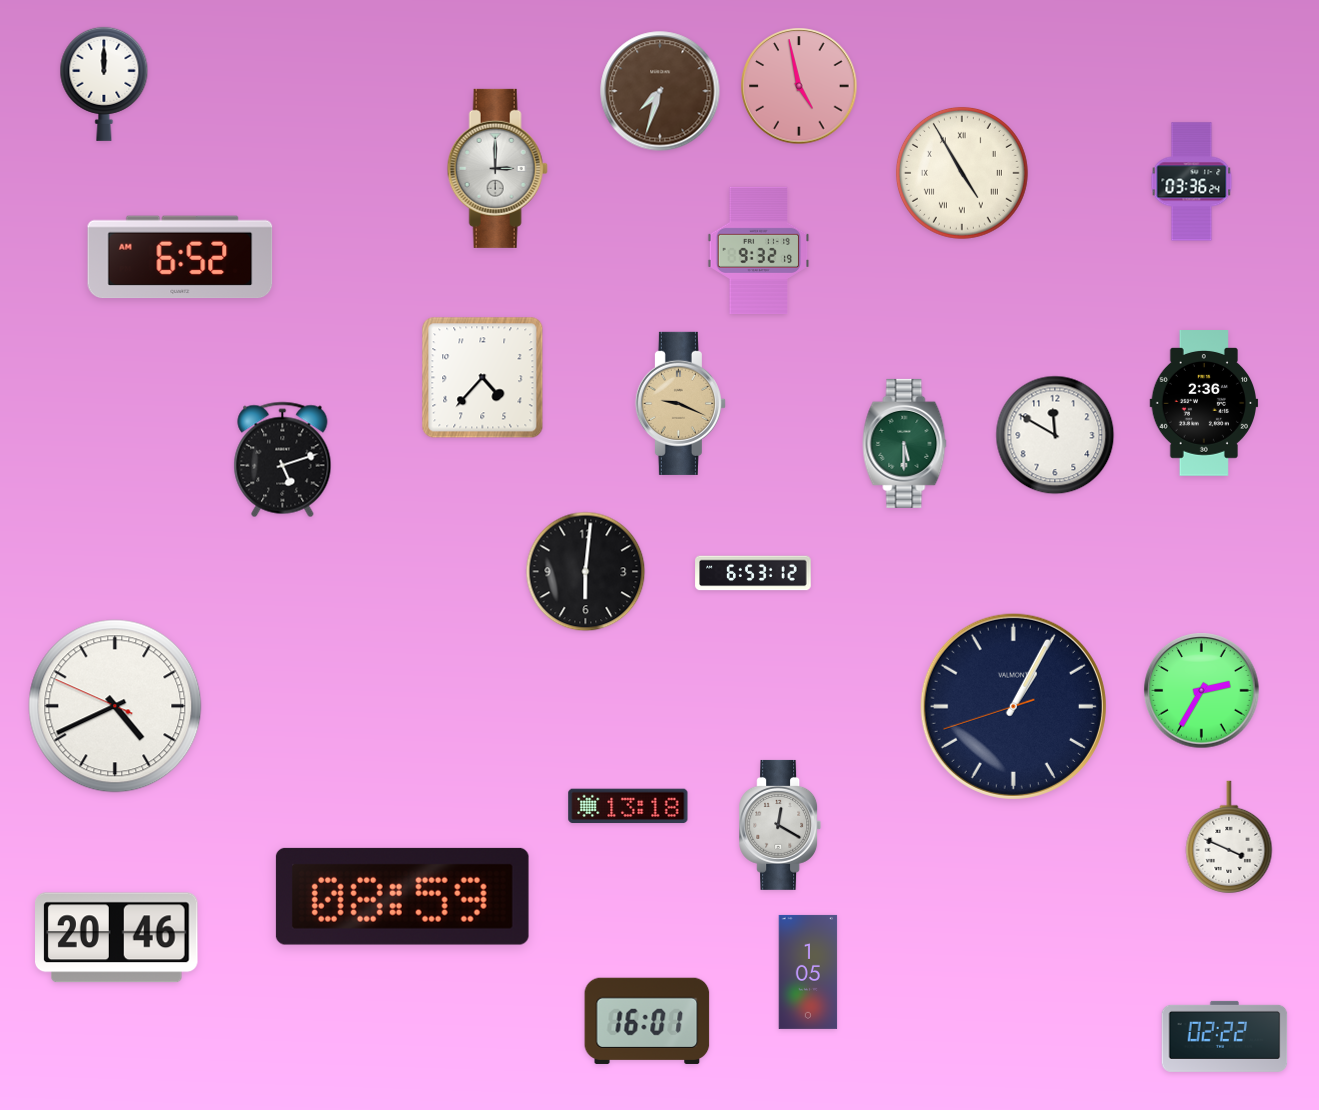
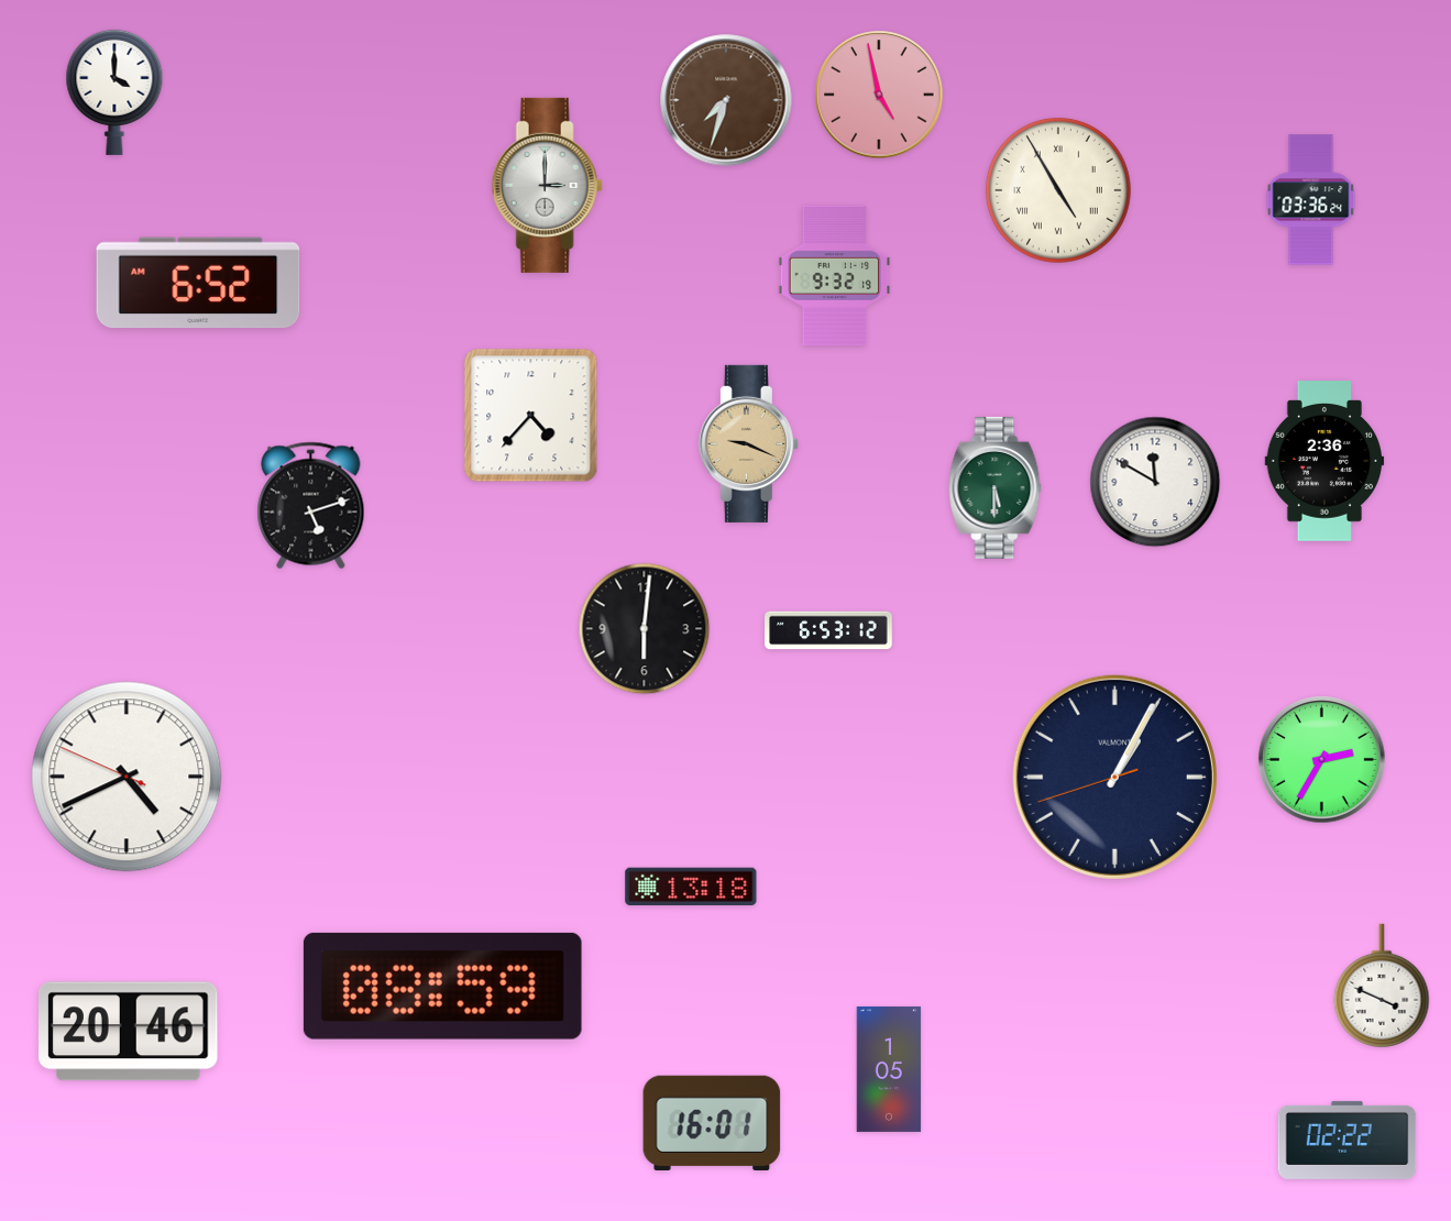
clock at (104, 84): 12:00 -> 4:00
clock at (1204, 404) position: (1204, 404) -> (1324, 462)
clock at (1055, 435) position: (1055, 435) -> (1155, 482)
clock at (780, 825): 12:20 -> none
clock at (1229, 837) position: (1229, 837) -> (1382, 986)
